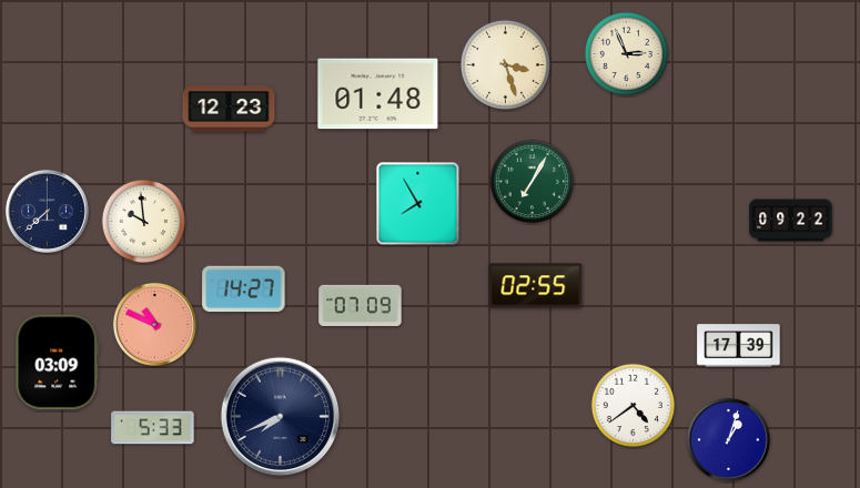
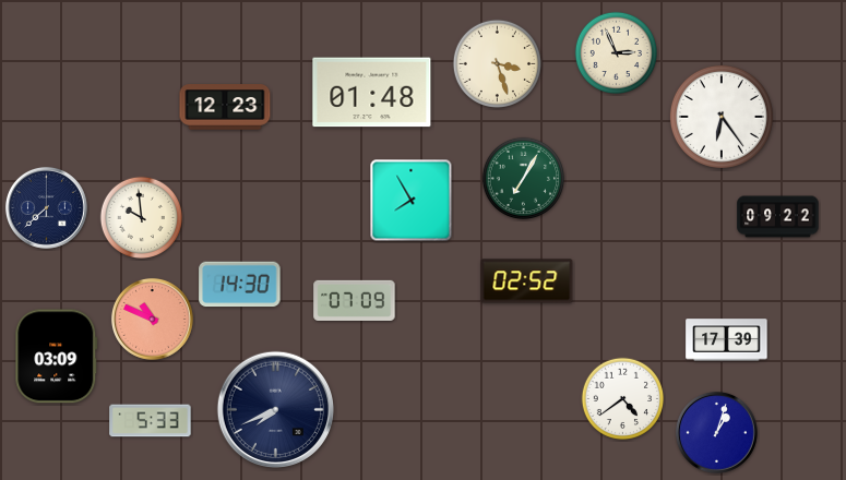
clock at (722, 117): none -> 6:24
clock at (536, 286): 02:55 -> 02:52
clock at (244, 289): 14:27 -> 14:30
